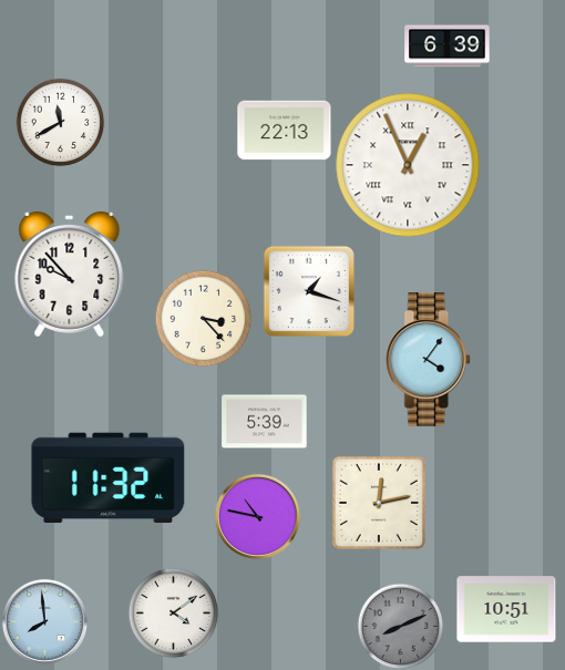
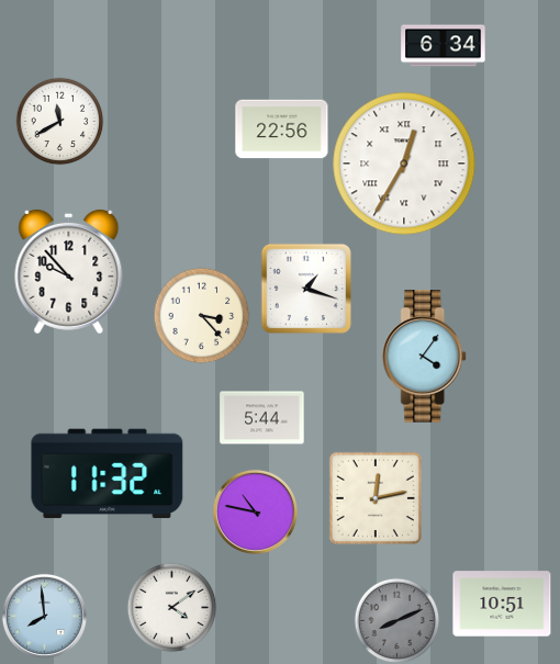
clock at (448, 47): 6:39 -> 6:34
clock at (285, 131): 22:13 -> 22:56
clock at (408, 165): 12:56 -> 12:35
clock at (265, 422): 5:39 -> 5:44
